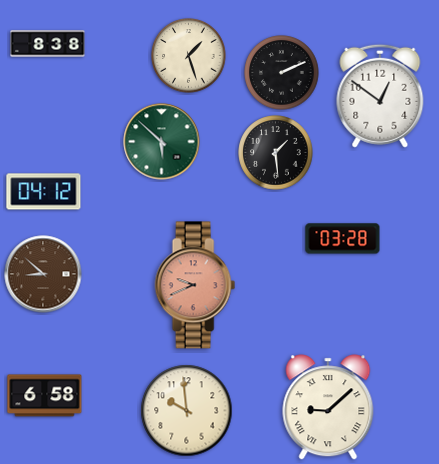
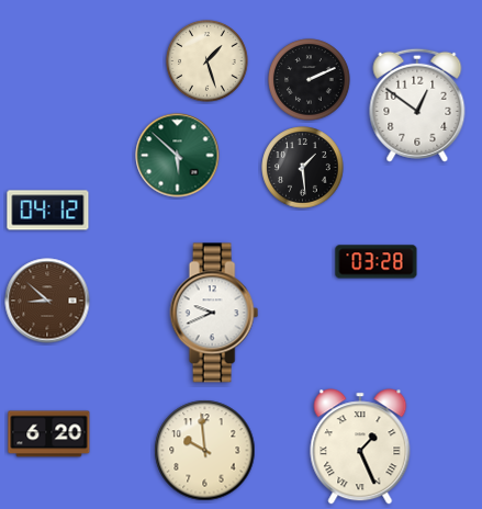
clock at (48, 44): 8:38 -> none
clock at (195, 285) dial: salmon -> white
clock at (45, 396): 6:58 -> 6:20
clock at (328, 407): 9:08 -> 1:26
